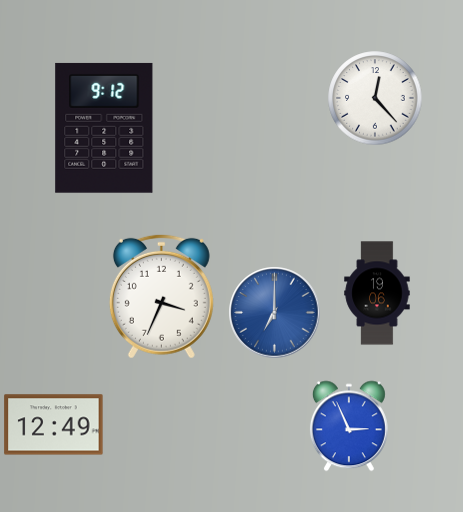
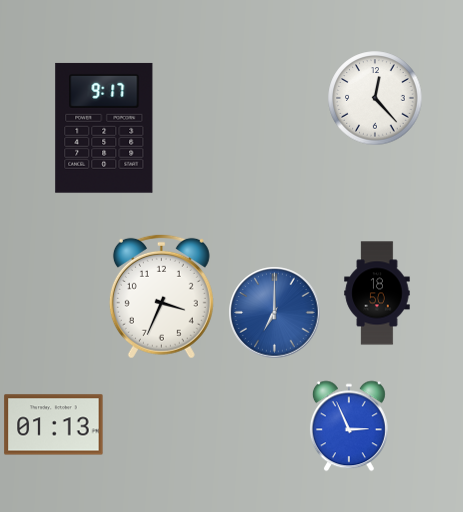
clock at (104, 128): 9:12 -> 9:17
clock at (377, 293): 19:06 -> 18:50
clock at (54, 425): 12:49 -> 01:13
